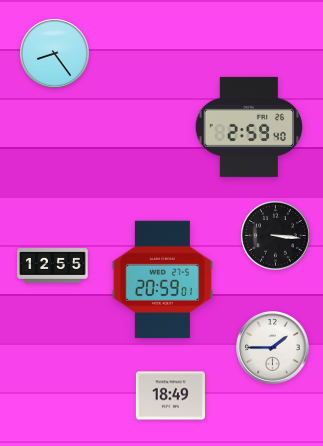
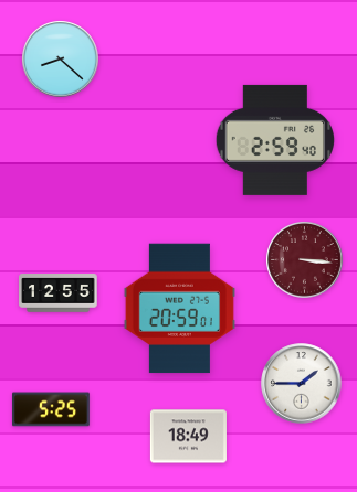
clock at (55, 54): 8:24 -> 8:22
clock at (276, 236) dial: black -> burgundy
clock at (51, 409): none -> 5:25
